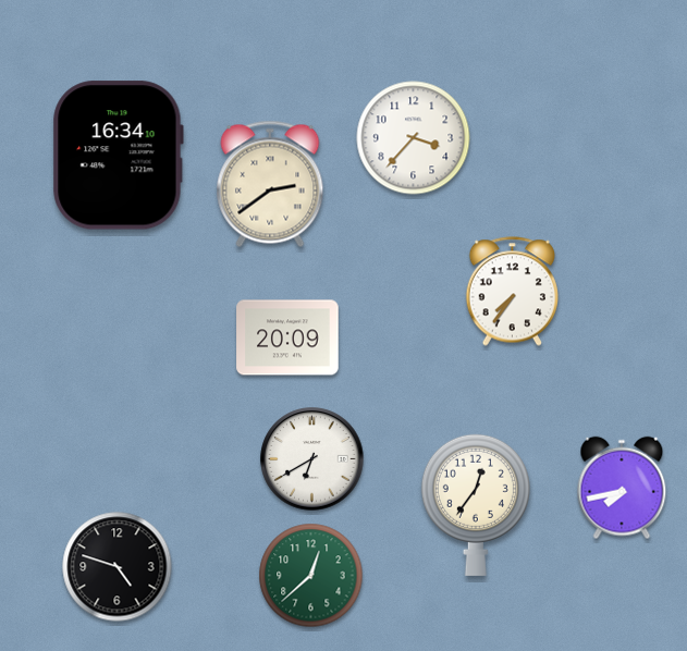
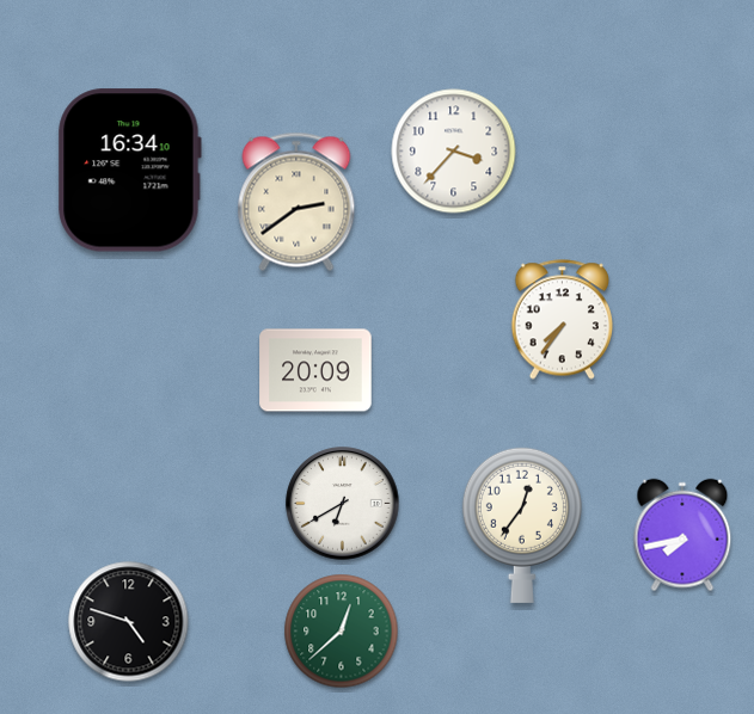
clock at (476, 505) position: (476, 505) -> (522, 525)
